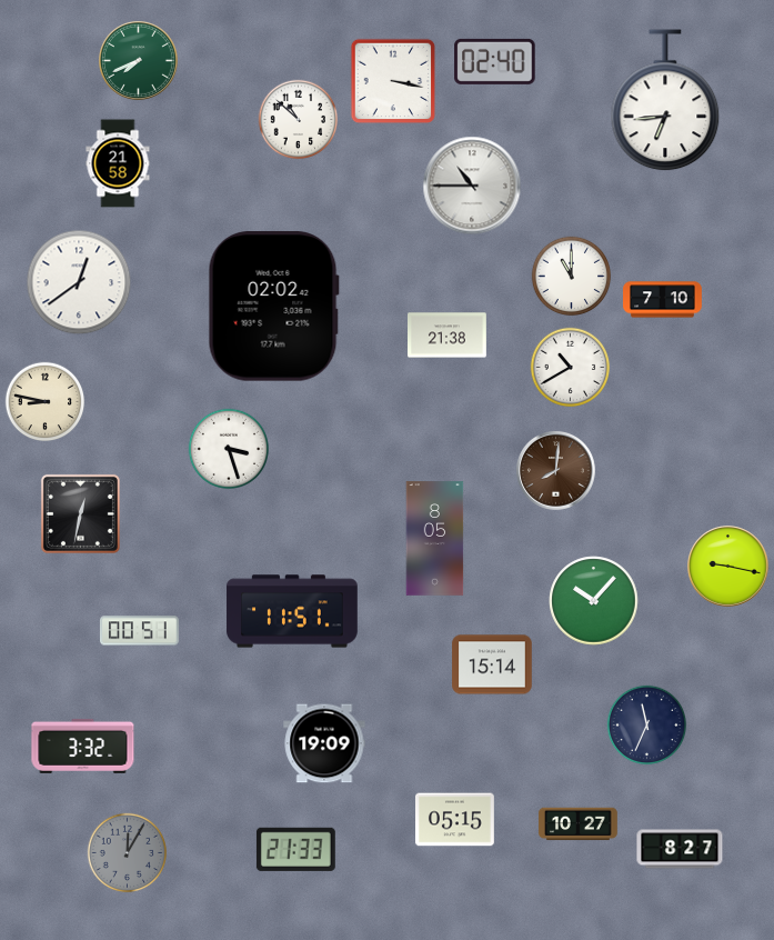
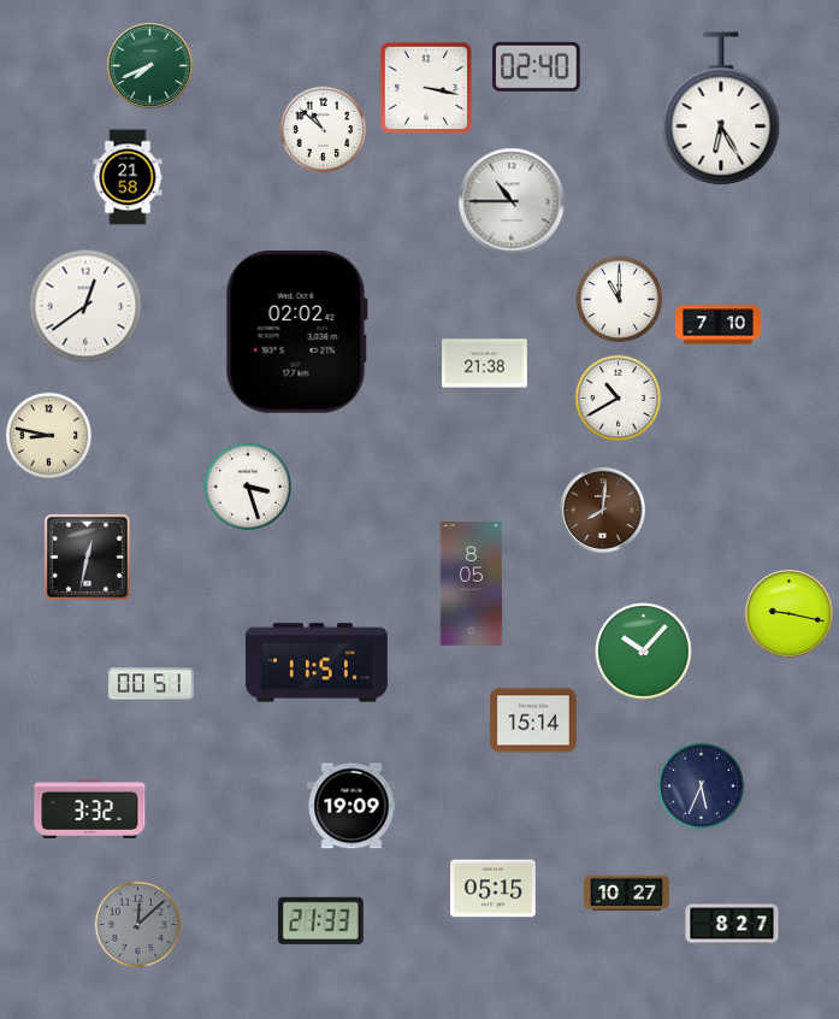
clock at (665, 101): 6:44 -> 6:25
clock at (647, 726): 11:34 -> 5:34
clock at (680, 849) position: (680, 849) -> (732, 925)
clock at (128, 853): 12:05 -> 12:08
